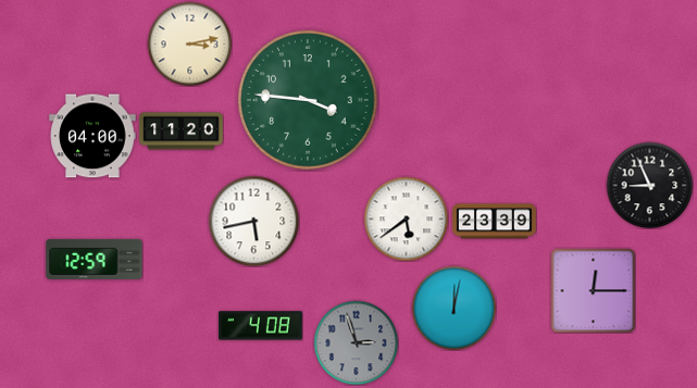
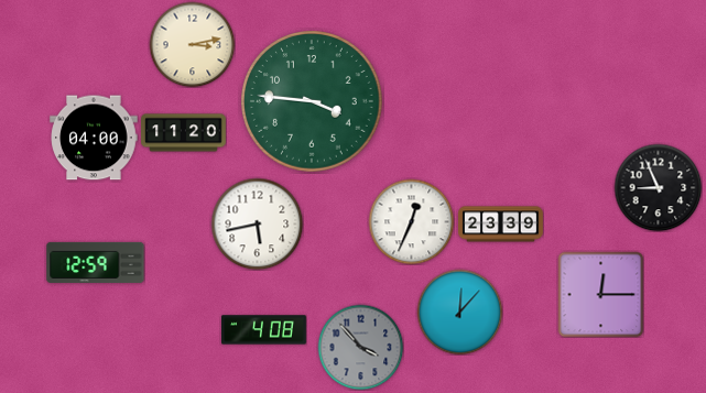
clock at (406, 218): 5:39 -> 12:34
clock at (453, 308): 12:02 -> 12:07
clock at (356, 342): 2:57 -> 3:53
